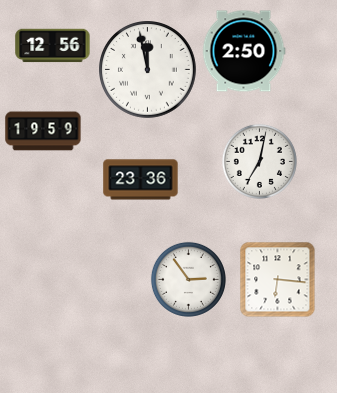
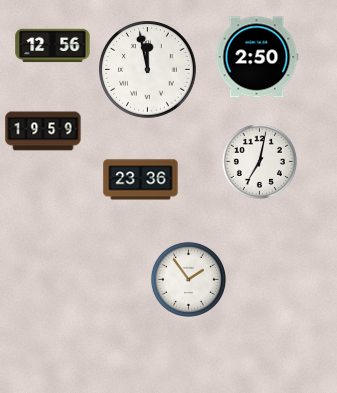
clock at (244, 51) position: (244, 51) -> (257, 57)
clock at (188, 279): 2:54 -> 1:54
clock at (278, 280): 6:16 -> none
